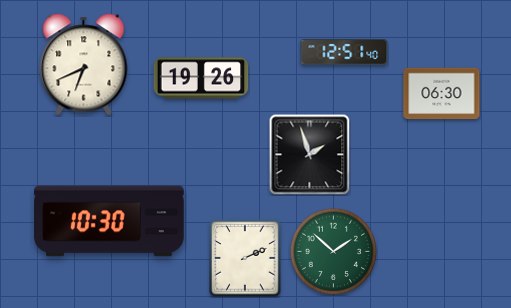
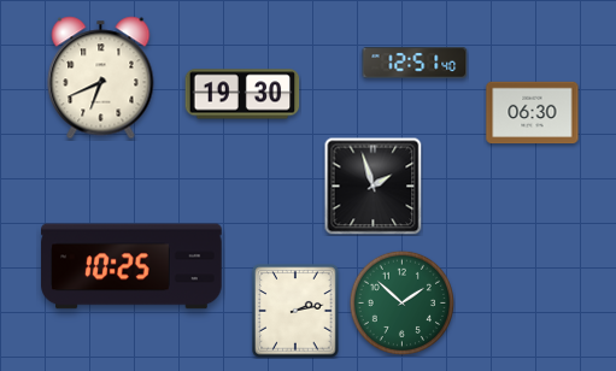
clock at (201, 78): 19:26 -> 19:30
clock at (109, 221): 10:30 -> 10:25
clock at (245, 258): 2:11 -> 2:13
